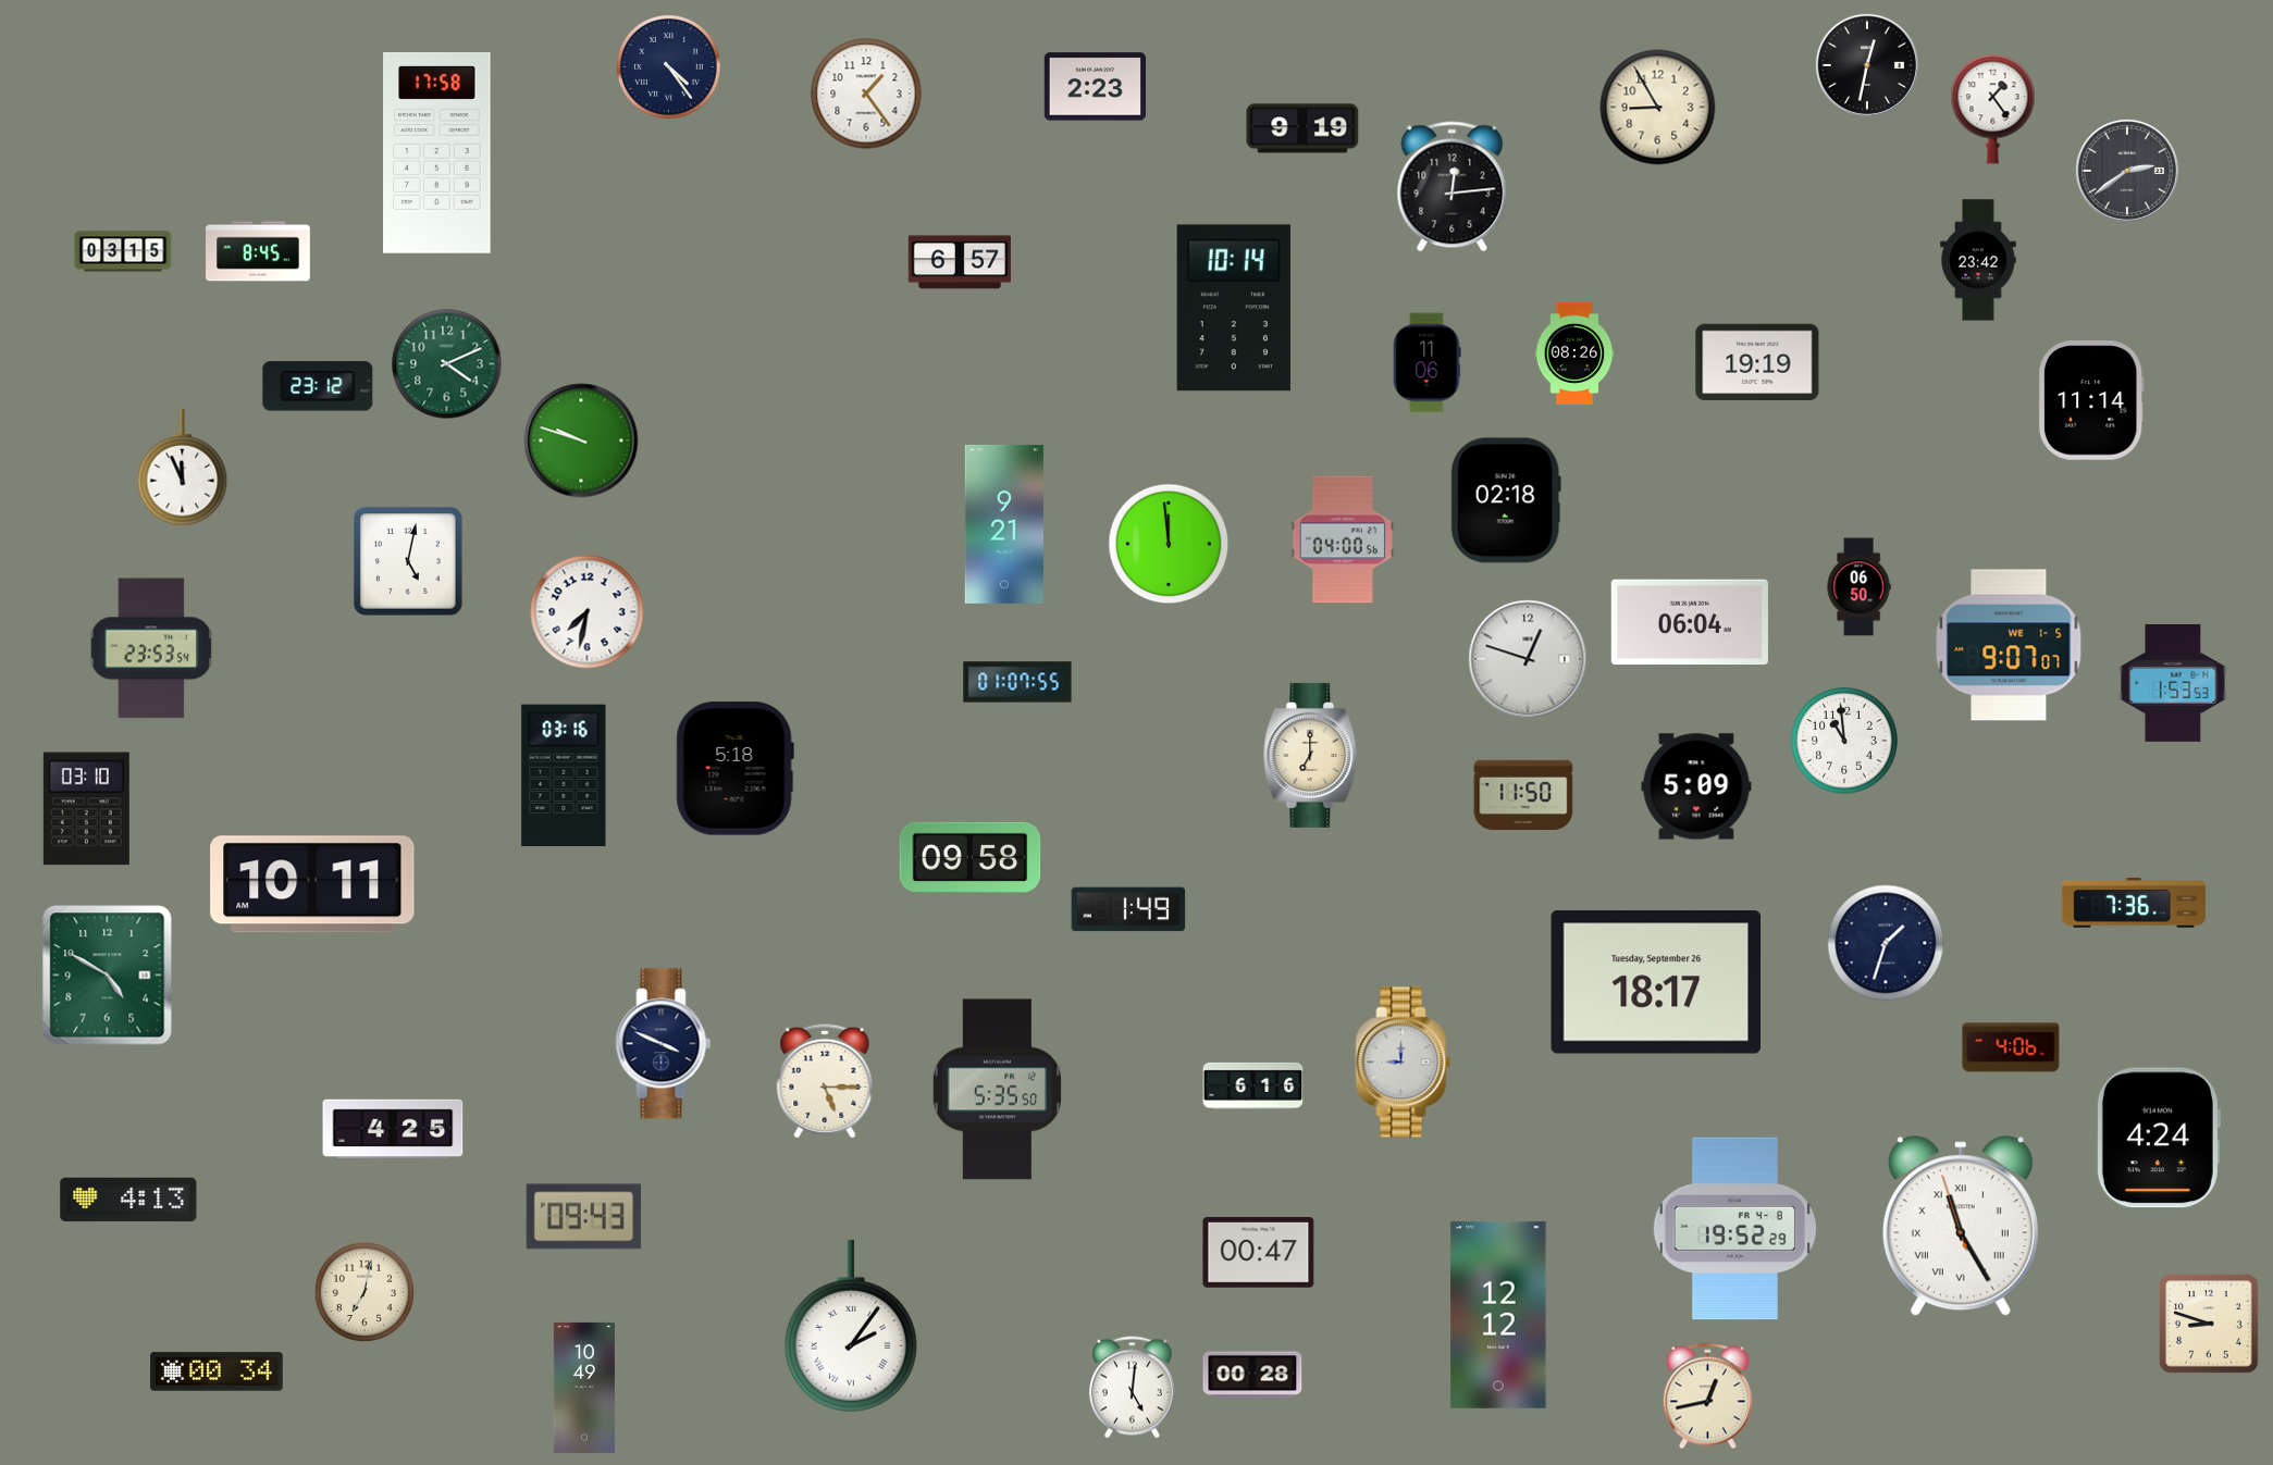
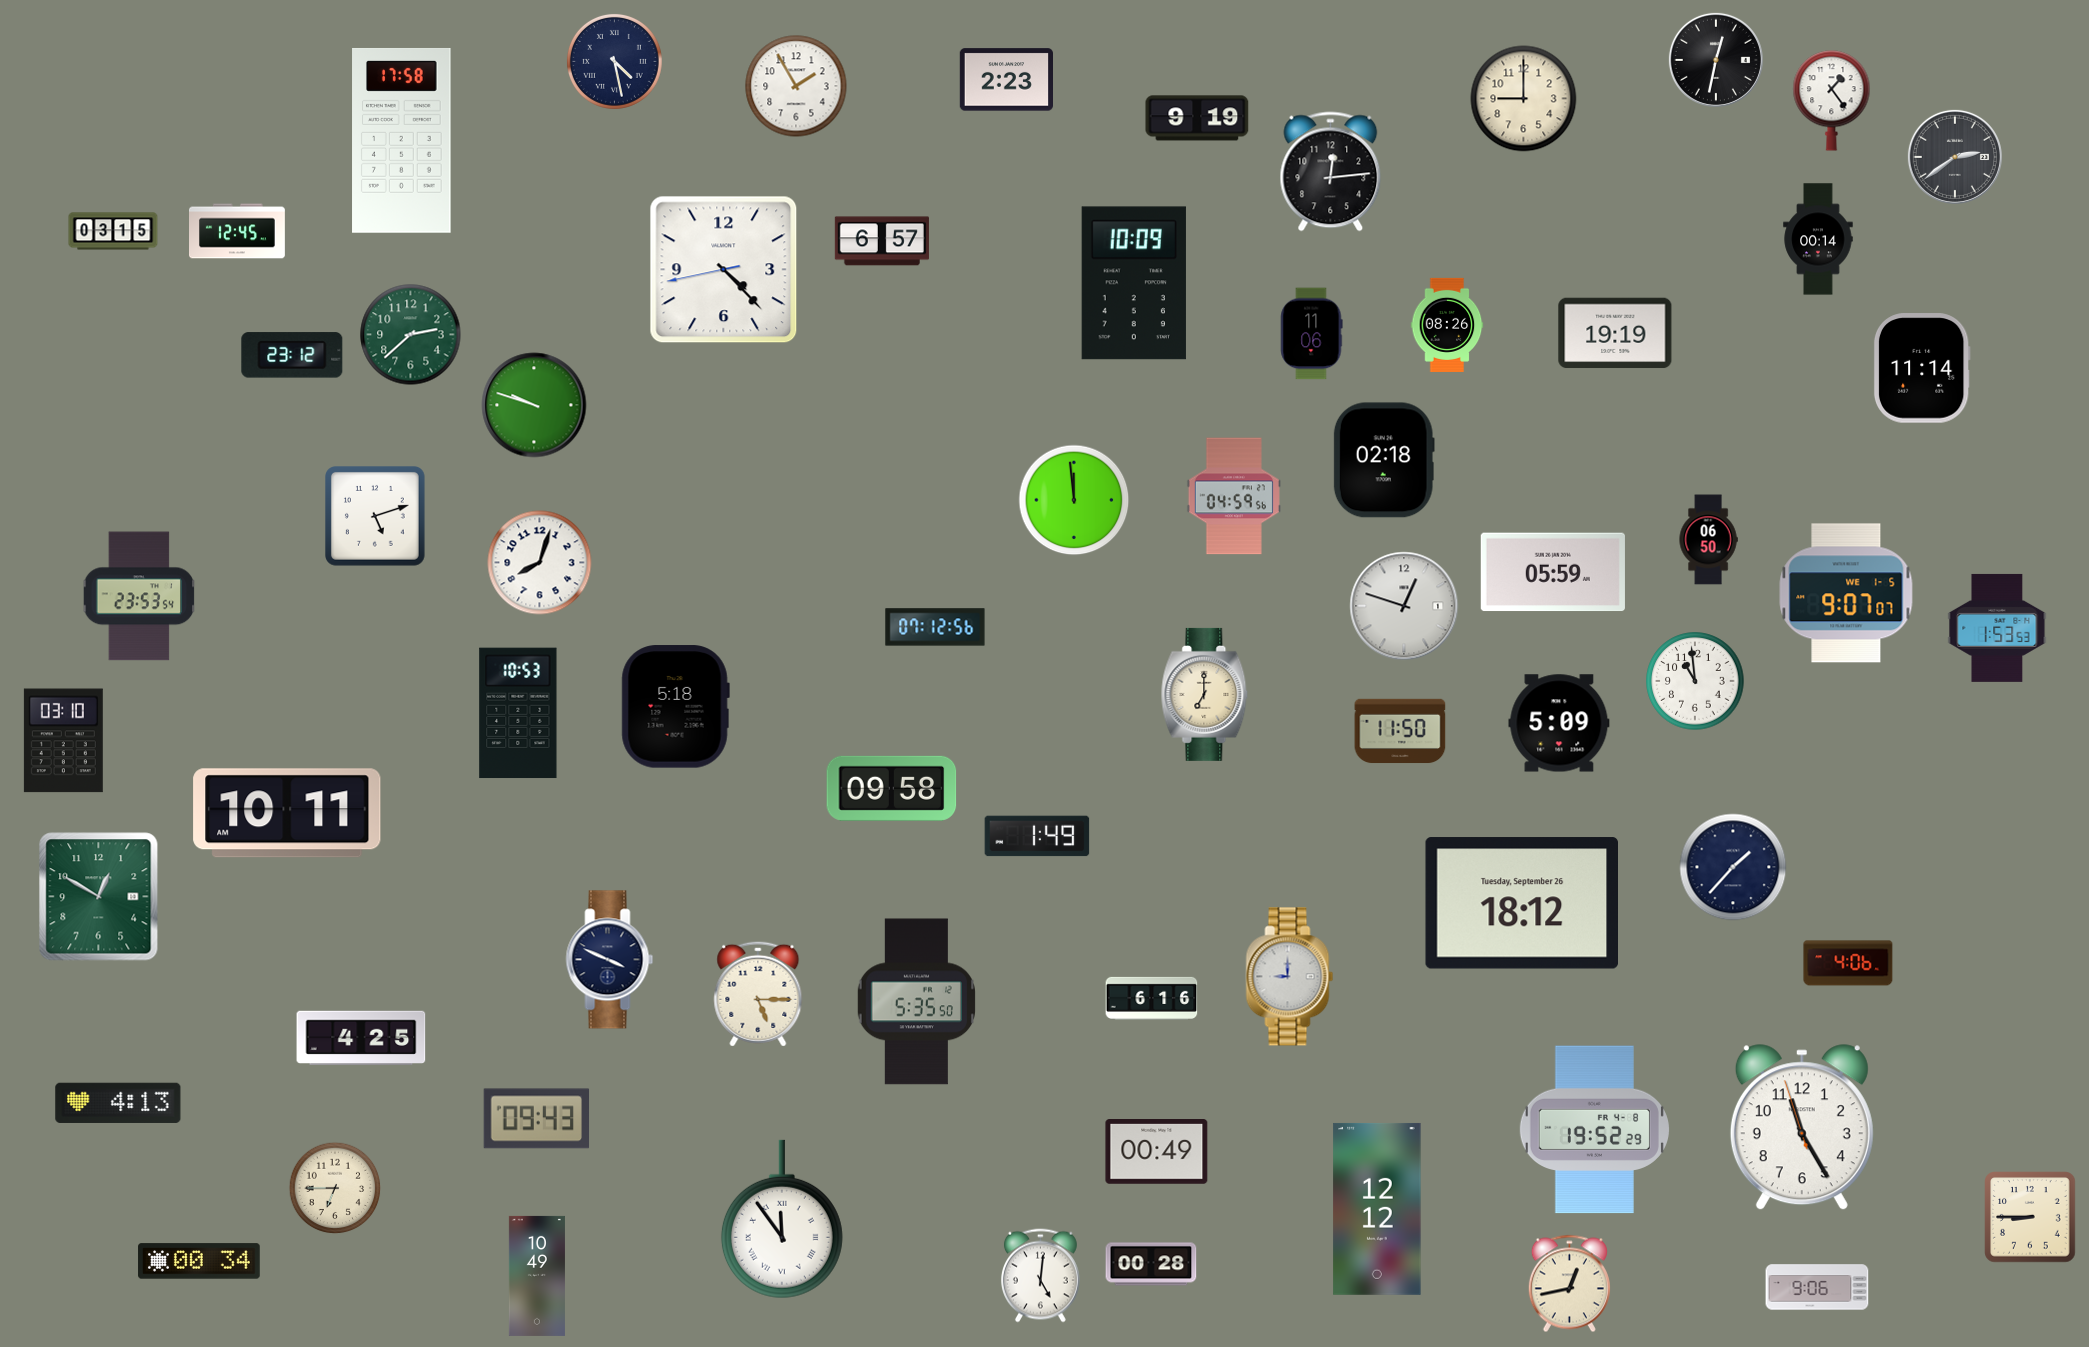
clock at (668, 66): 4:24 -> 4:28
clock at (866, 94): 1:24 -> 1:55
clock at (1658, 108): 8:55 -> 9:00
clock at (1453, 187) position: (1453, 187) -> (1331, 172)
clock at (259, 251): 8:45 -> 12:45
clock at (1978, 260): 23:42 -> 00:14
clock at (724, 270): none -> 4:22
clock at (1234, 308): 10:14 -> 10:09
clock at (447, 364): 4:11 -> 2:38
clock at (183, 468): 11:56 -> none
clock at (1004, 524): 9:21 -> none
clock at (1343, 539): 04:00 -> 04:59
clock at (409, 562): 5:02 -> 5:12
clock at (588, 612): 7:32 -> 8:03
clock at (1690, 622): 06:04 -> 05:59
clock at (1017, 682): 01:07 -> 07:12
clock at (564, 775): 03:16 -> 10:53
clock at (86, 809) position: (86, 809) -> (63, 741)
clock at (2134, 903): 7:36 -> none
clock at (1886, 943): 1:33 -> 1:37
clock at (108, 976): 4:50 -> 12:50
clock at (1655, 982): 18:17 -> 18:12
clock at (2158, 1138): 4:24 -> none
clock at (1961, 1227) numerals: Roman -> Arabic
clock at (1259, 1253): 00:47 -> 00:49
clock at (365, 1292): 7:02 -> 6:45
clock at (2209, 1324): 8:48 -> 8:45
clock at (851, 1326): 2:06 -> 11:54
clock at (1817, 1287): none -> 9:06
